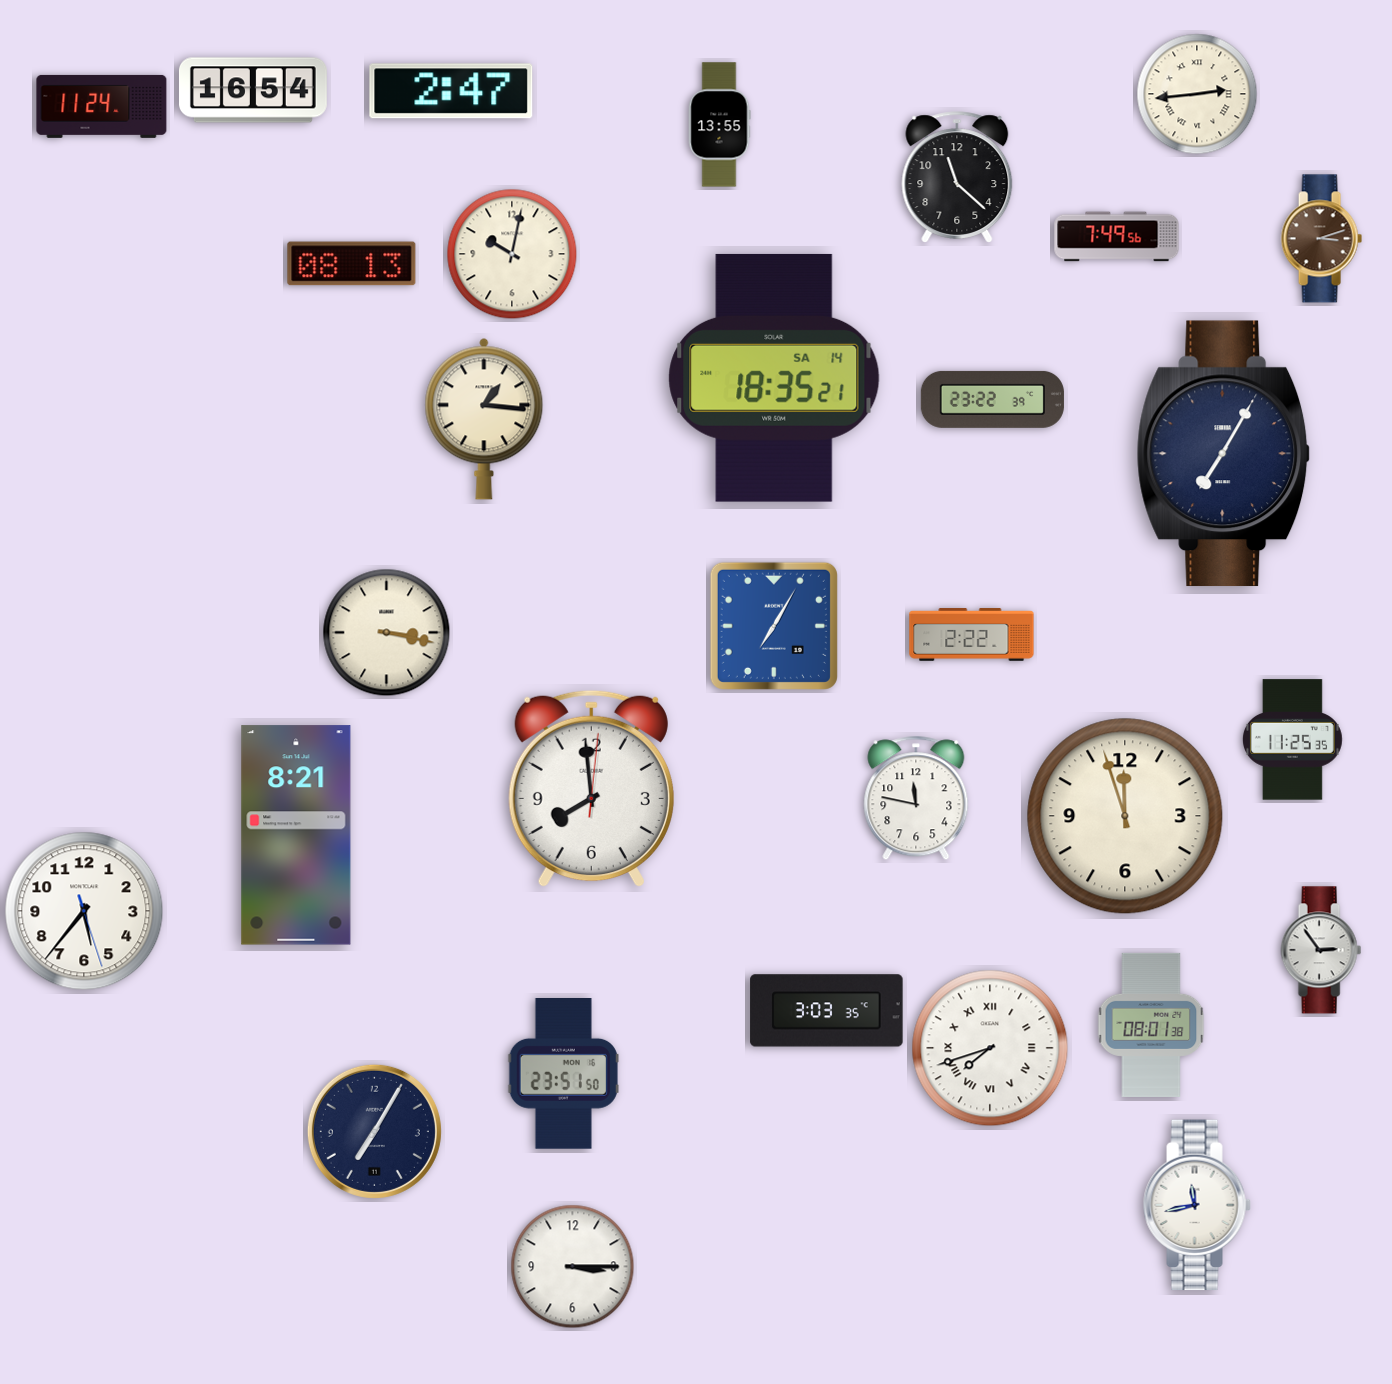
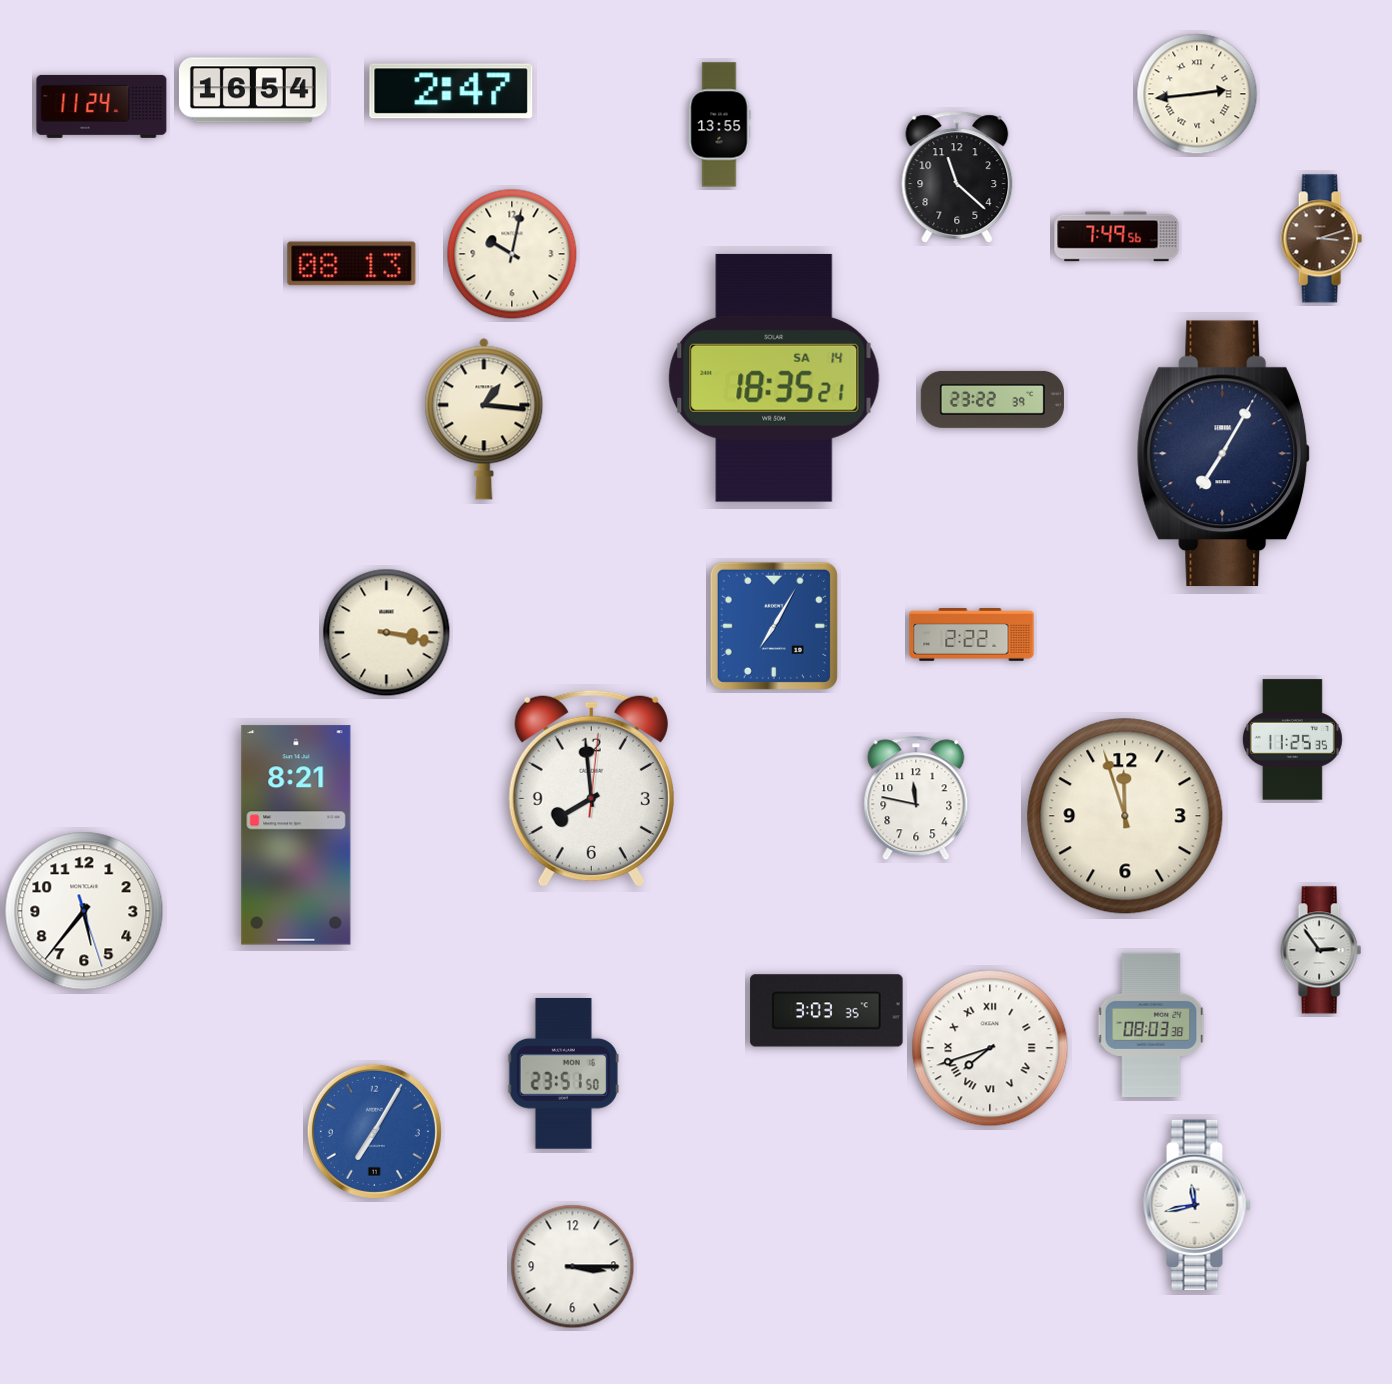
clock at (1151, 1025): 08:01 -> 08:03
clock at (374, 1131) dial: navy -> blue
